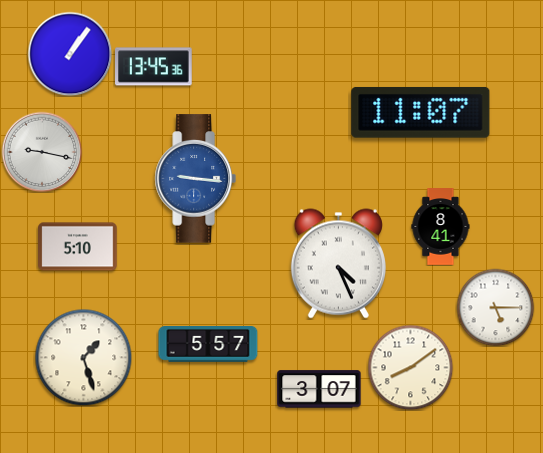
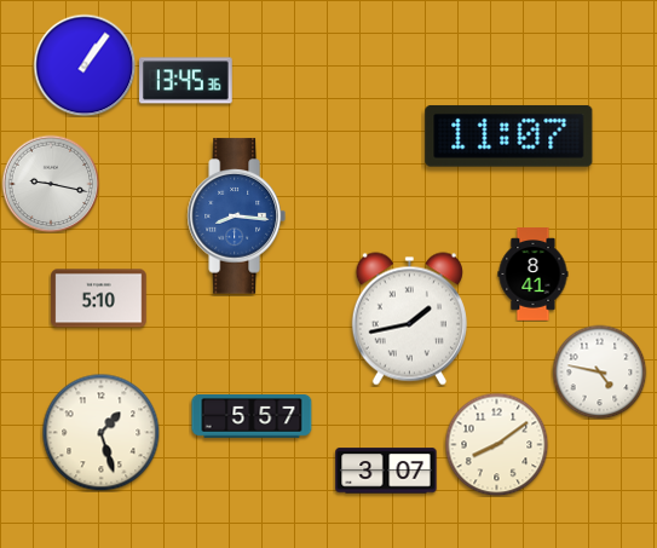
clock at (195, 179): 9:16 -> 8:16
clock at (78, 247) position: (78, 247) -> (99, 299)
clock at (338, 264): 4:26 -> 1:43
clock at (495, 307): 5:15 -> 4:47
